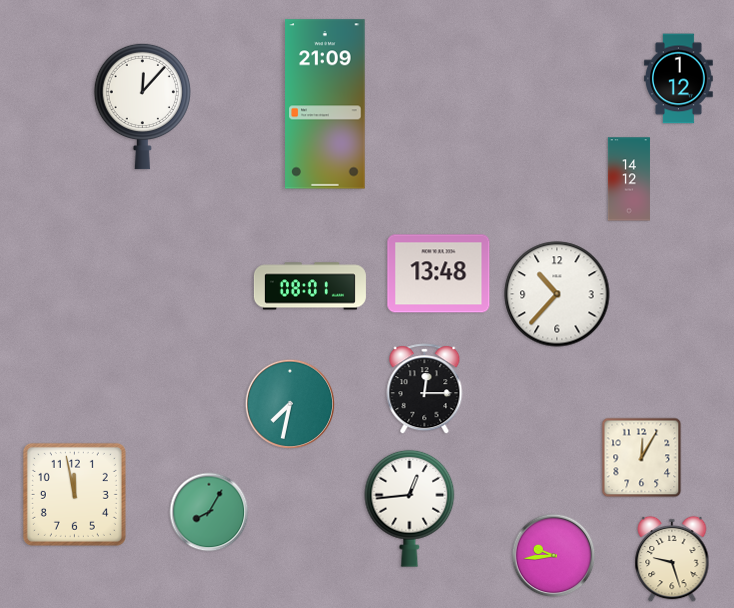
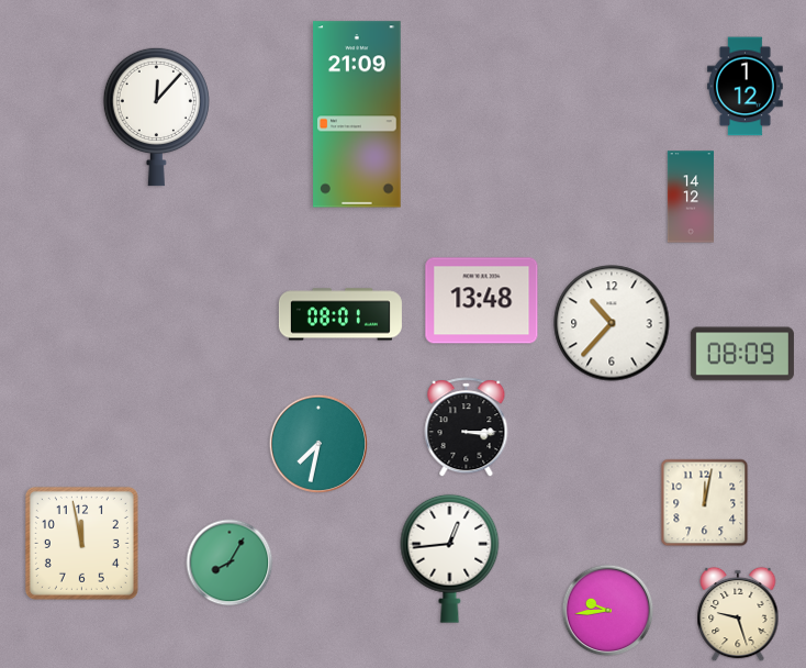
clock at (742, 354): none -> 08:09
clock at (425, 389): 12:15 -> 3:15
clock at (642, 458): 12:05 -> 12:02
